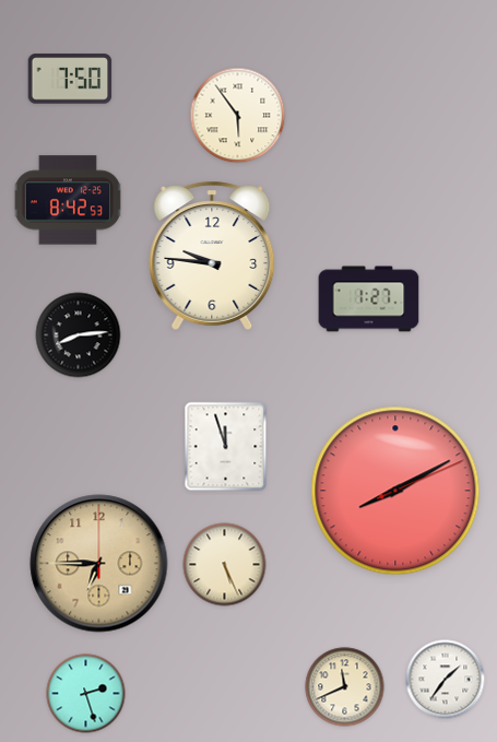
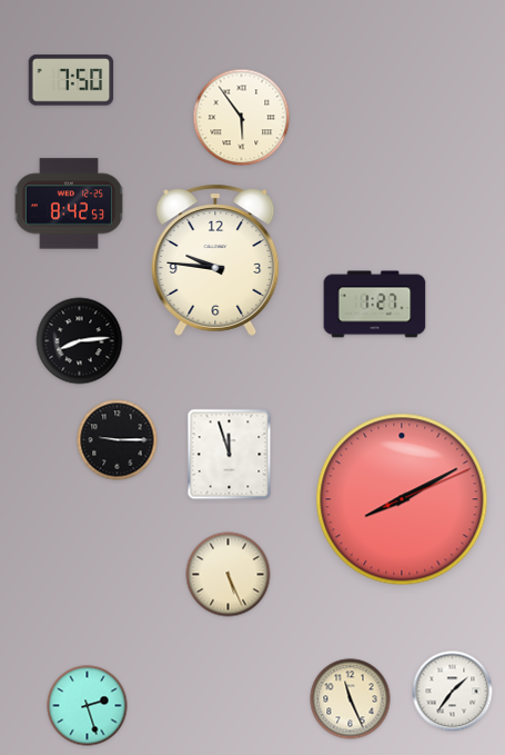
clock at (118, 440): none -> 9:15
clock at (99, 564): 6:45 -> none
clock at (345, 687): 11:41 -> 11:26
